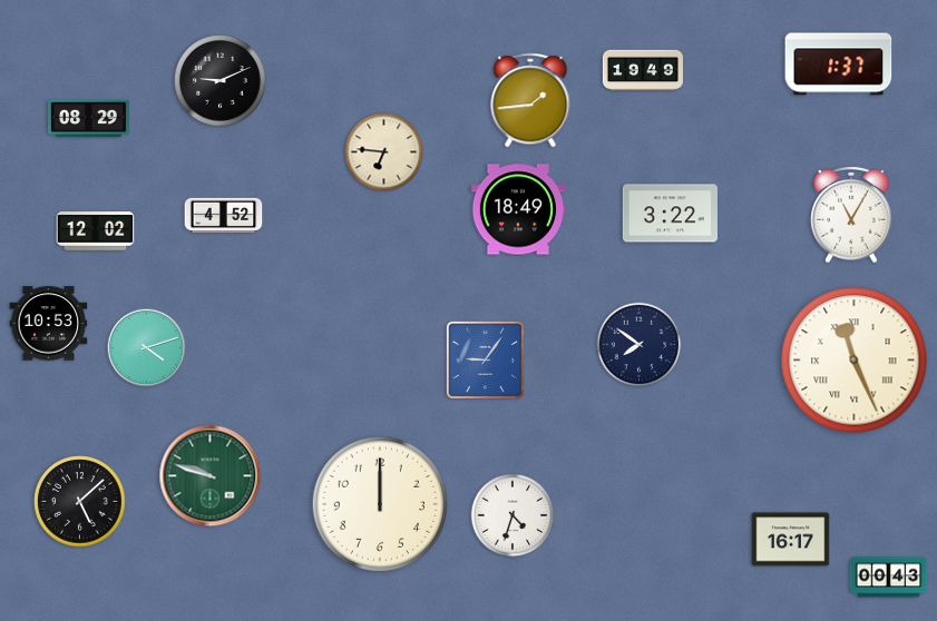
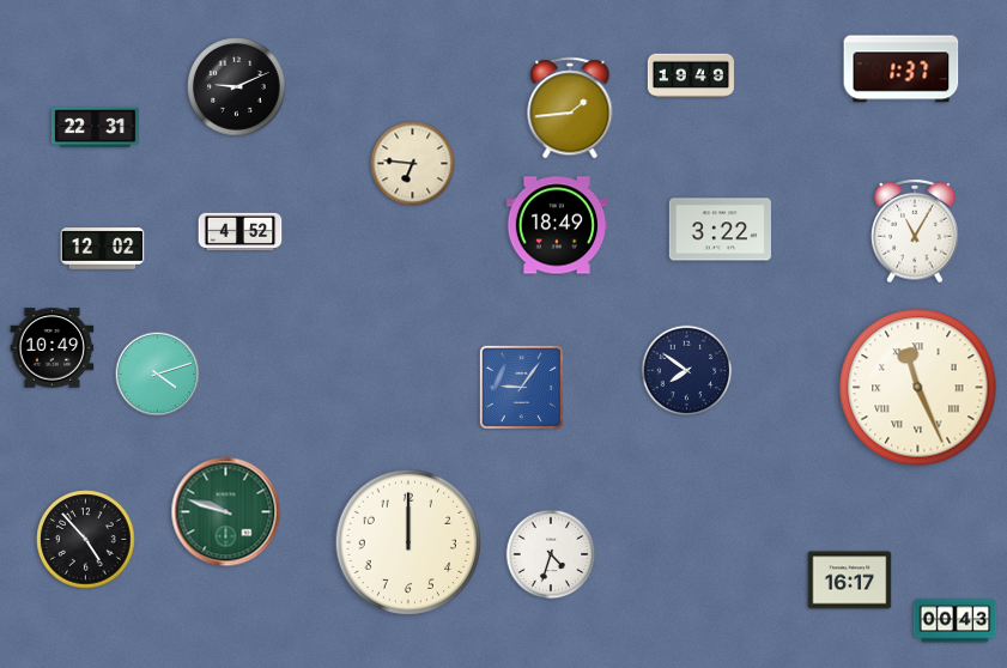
clock at (88, 119): 08:29 -> 22:31
clock at (49, 324): 10:53 -> 10:49
clock at (80, 502): 5:08 -> 4:53
